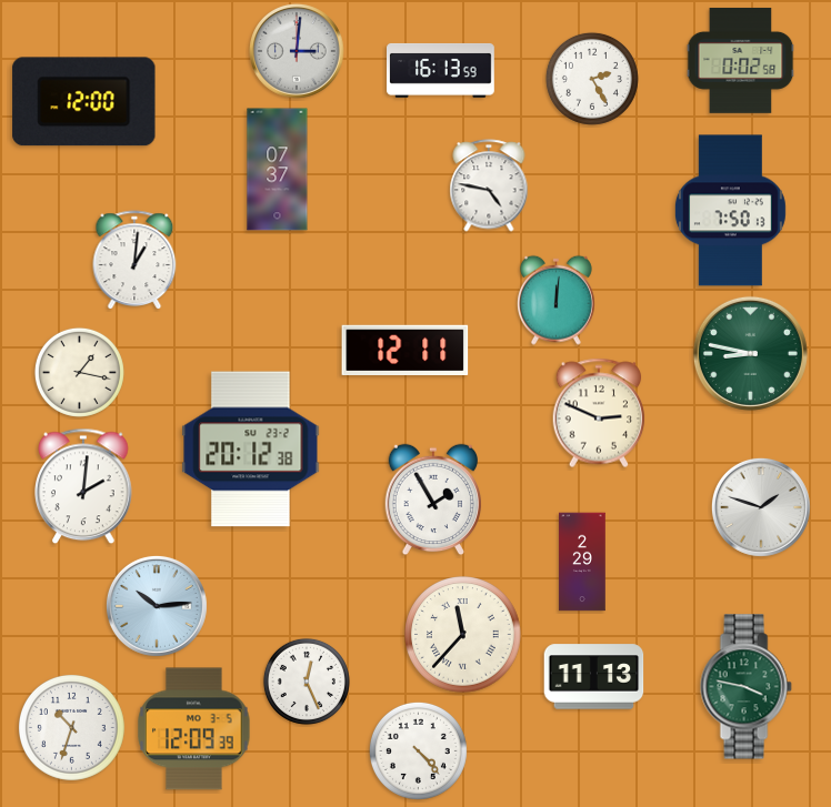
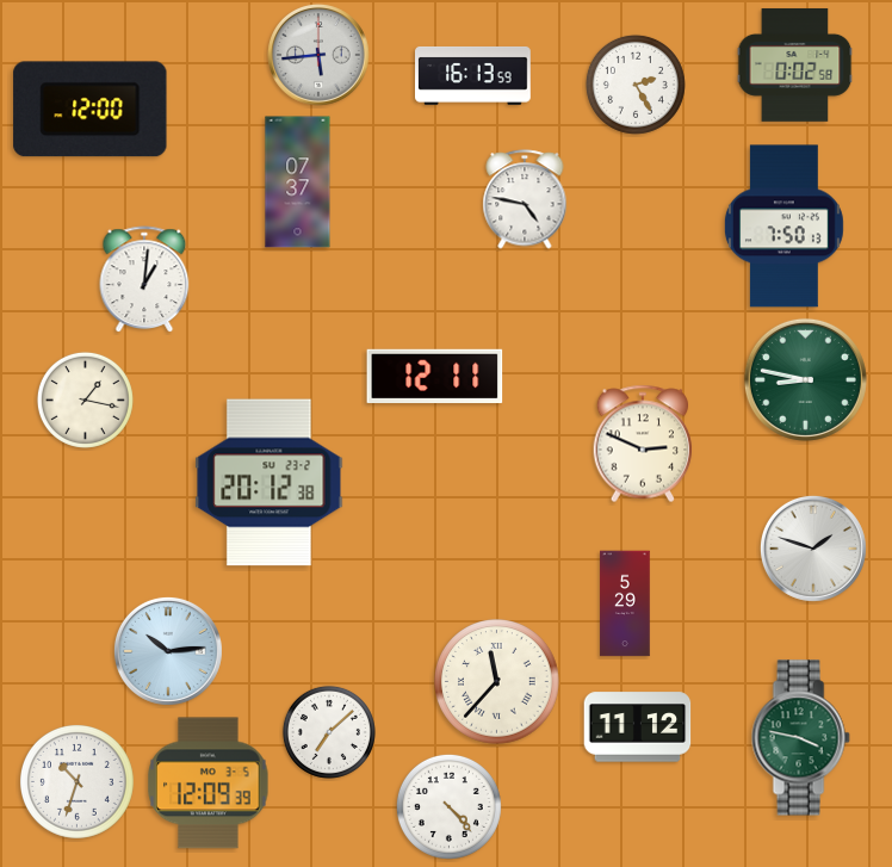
clock at (297, 51): 3:01 -> 5:44
clock at (555, 300): 12:01 -> none
clock at (84, 486): 2:01 -> none
clock at (432, 500): 1:55 -> none
clock at (761, 507) position: (761, 507) -> (813, 549)
clock at (582, 562): 2:29 -> 5:29
clock at (594, 677): 11:13 -> 11:12
clock at (307, 682): 12:26 -> 7:08
